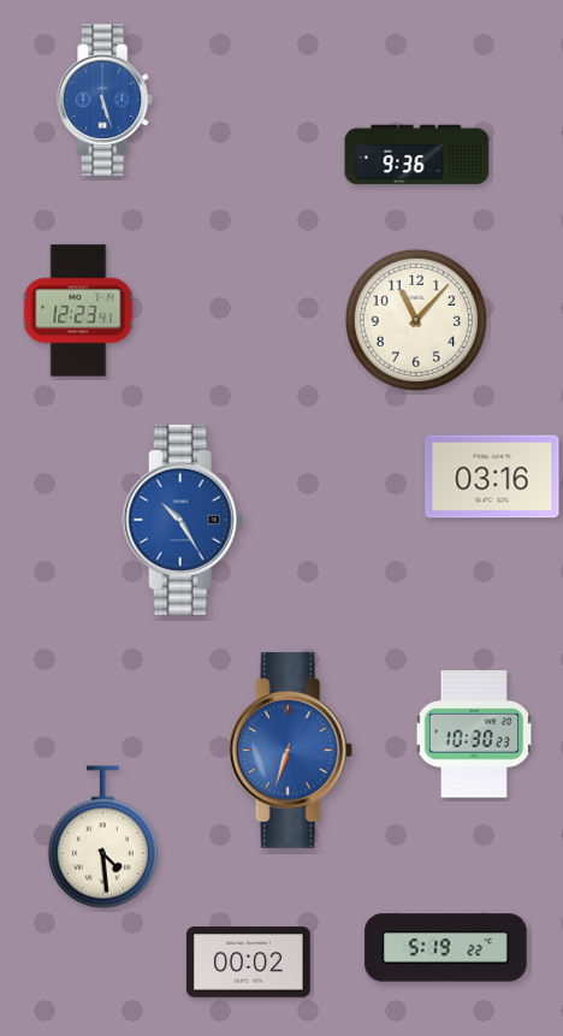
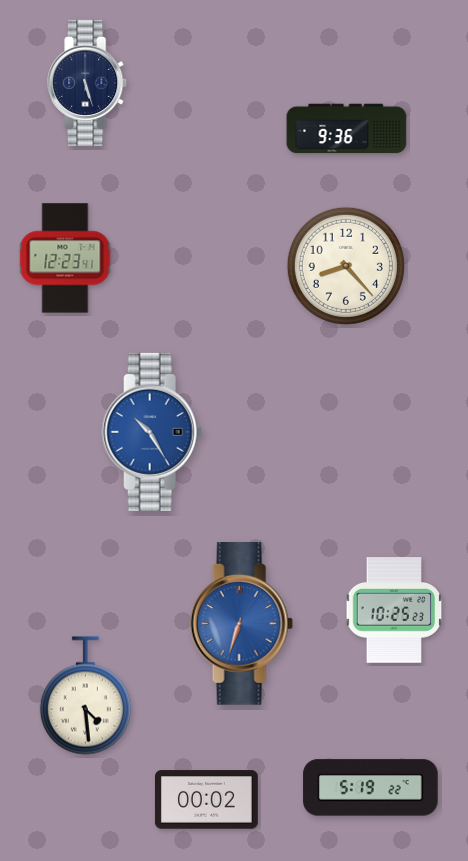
clock at (106, 99) dial: blue -> navy
clock at (416, 320): 11:07 -> 8:23
clock at (492, 476): 03:16 -> none
clock at (474, 734): 10:30 -> 10:25
